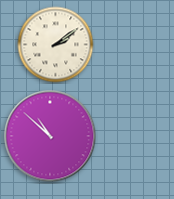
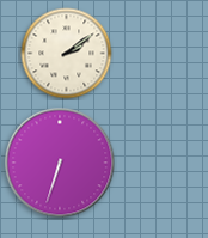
clock at (50, 136): 10:52 -> 6:33
